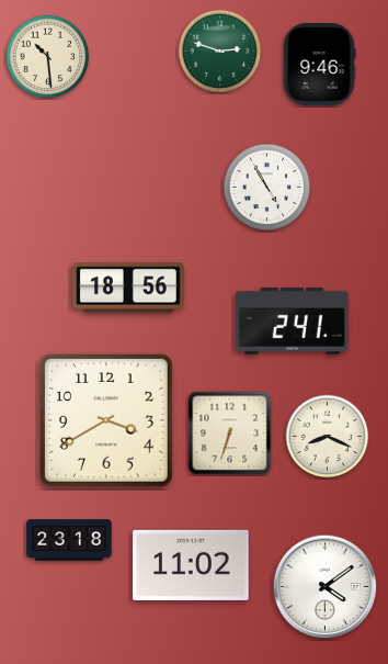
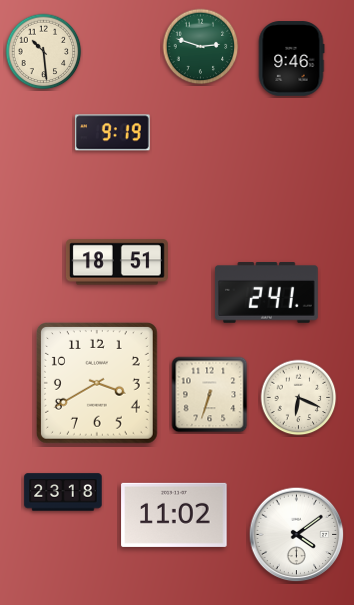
clock at (112, 133): none -> 9:19
clock at (267, 188): 4:55 -> none
clock at (128, 288): 18:56 -> 18:51
clock at (328, 437): 8:19 -> 6:19
